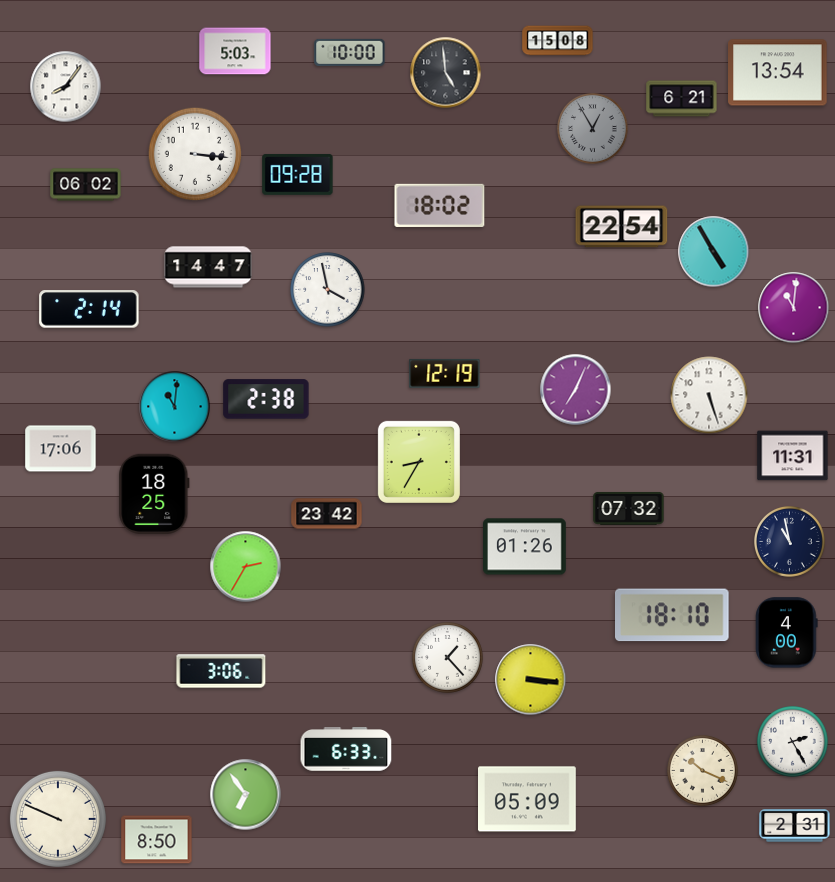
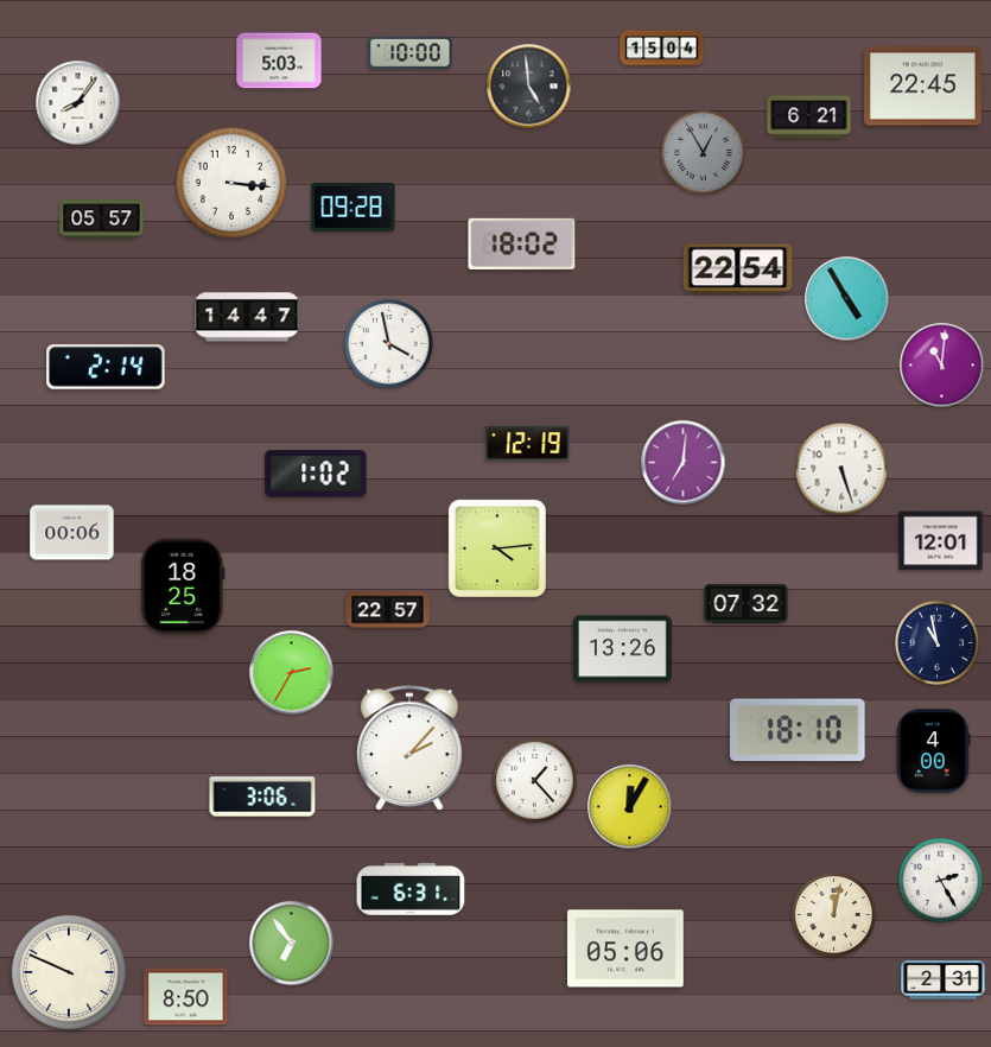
clock at (558, 41): 15:08 -> 15:04
clock at (350, 52) position: (350, 52) -> (411, 52)
clock at (778, 73): 13:54 -> 22:45
clock at (86, 185): 06:02 -> 05:57
clock at (576, 390): 7:04 -> 7:01
clock at (266, 399): 2:38 -> 1:02
clock at (175, 407): 11:01 -> none
clock at (61, 449): 17:06 -> 00:06
clock at (793, 456): 11:31 -> 12:01
clock at (419, 462): 8:35 -> 4:14
clock at (327, 514): 23:42 -> 22:57
clock at (525, 547): 01:26 -> 13:26
clock at (409, 749): none -> 2:07
clock at (448, 658) position: (448, 658) -> (535, 781)
clock at (531, 680): 3:16 -> 12:05
clock at (346, 750): 6:33 -> 6:31
clock at (703, 771): 10:19 -> 12:02
clock at (528, 799): 05:09 -> 05:06
